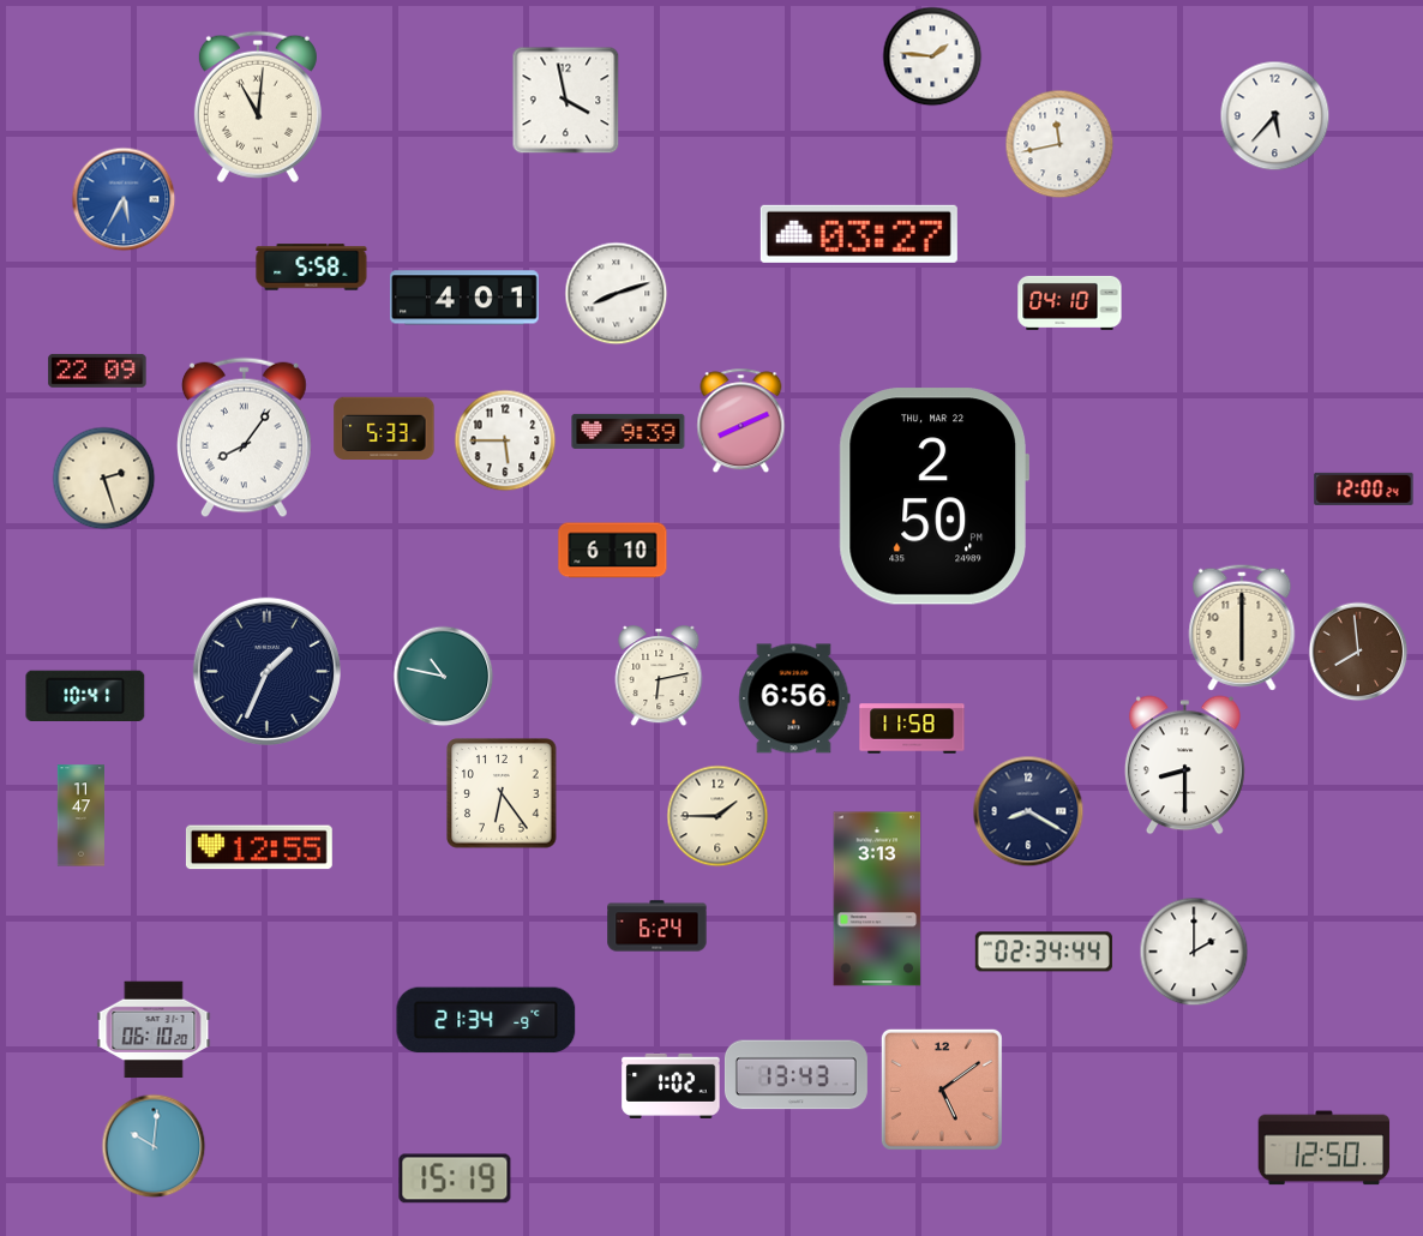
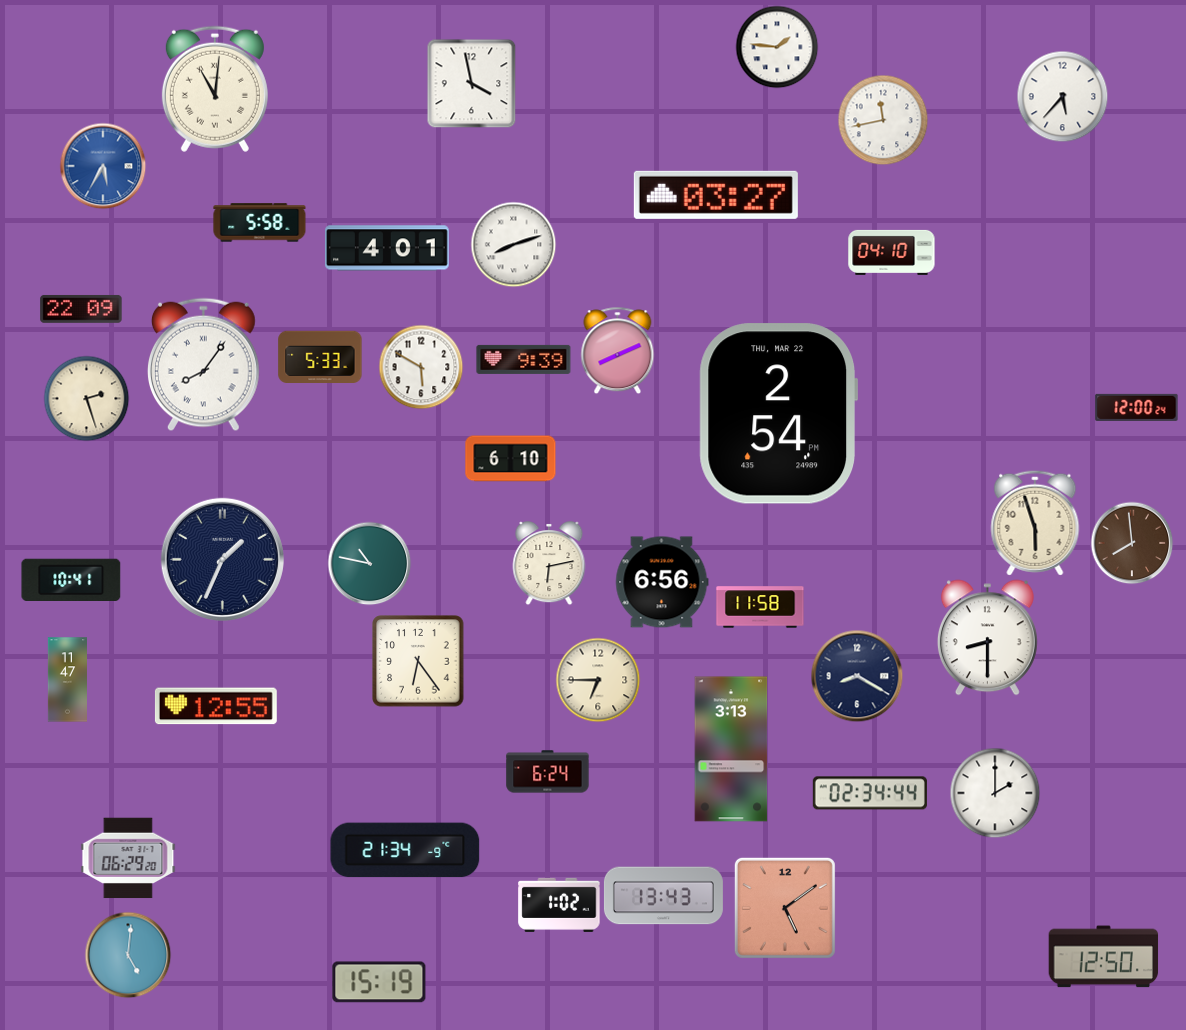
clock at (505, 440): 5:45 -> 5:50
clock at (933, 497): 2:50 -> 2:54
clock at (1242, 628): 6:00 -> 5:57
clock at (717, 816): 1:45 -> 6:45
clock at (154, 1030): 06:10 -> 06:29
clock at (154, 1146): 10:01 -> 5:01
